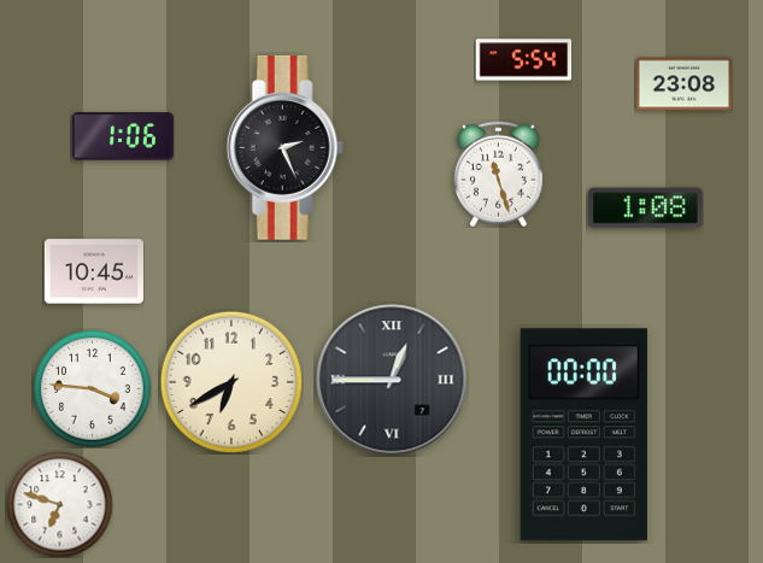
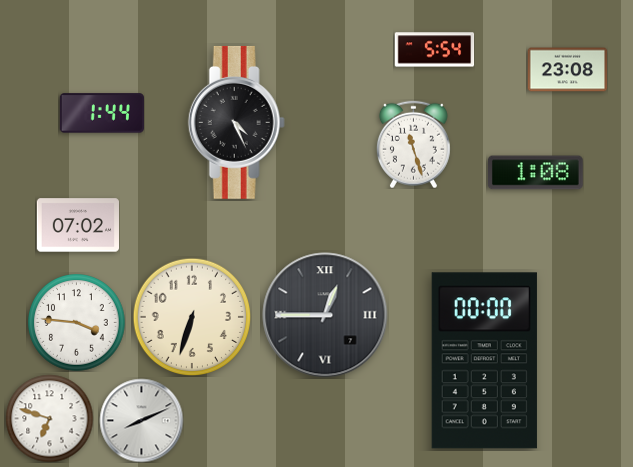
clock at (123, 136): 1:06 -> 1:44
clock at (284, 147): 2:26 -> 4:26
clock at (93, 271): 10:45 -> 07:02
clock at (231, 382): 6:40 -> 6:33
clock at (141, 420): none -> 8:11
